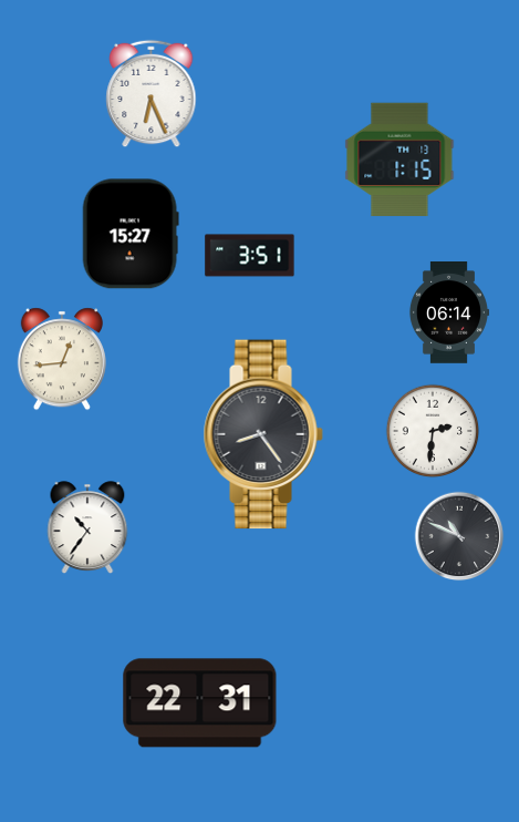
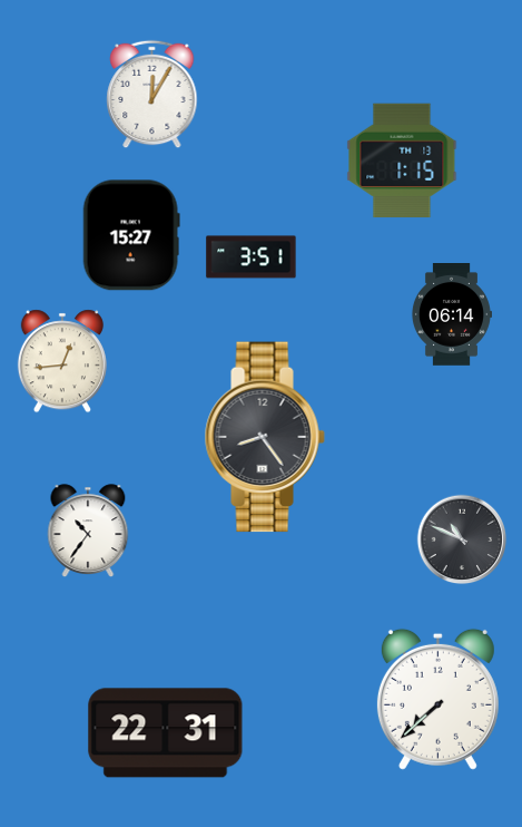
clock at (152, 94): 6:26 -> 12:05
clock at (433, 431): 2:31 -> none
clock at (437, 699): none -> 7:38
clock at (200, 703) position: (200, 703) -> (166, 733)
